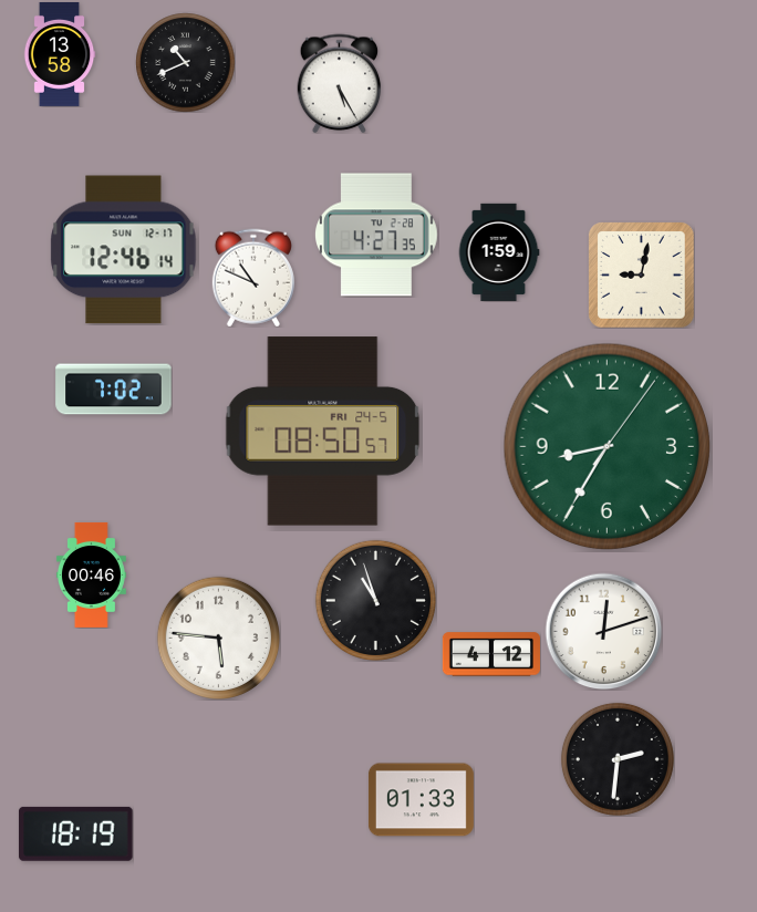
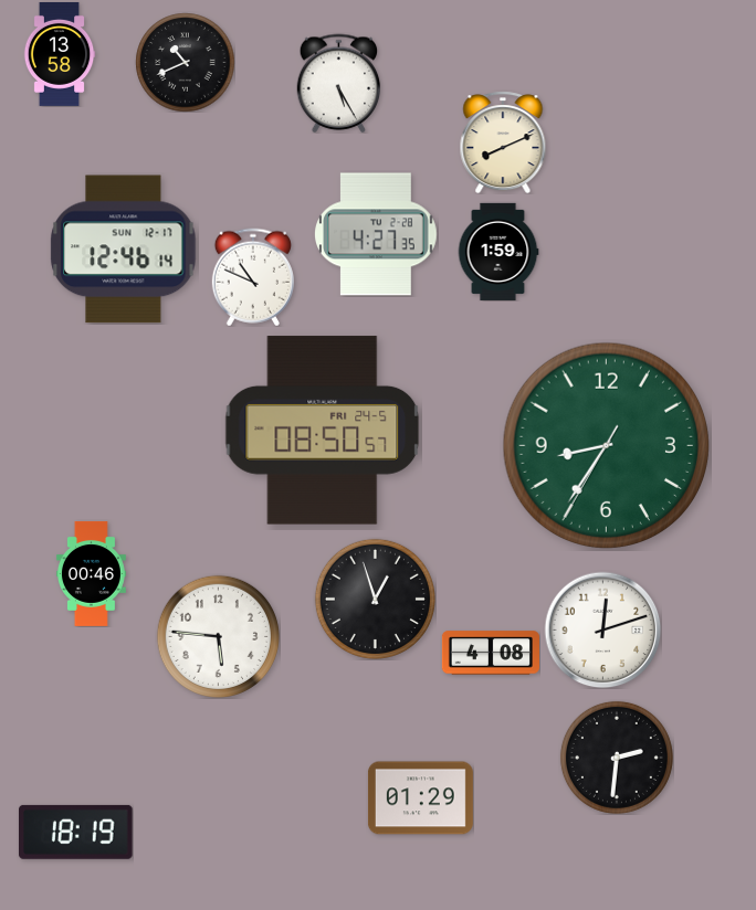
clock at (503, 142): none -> 8:11
clock at (641, 274): 9:02 -> none
clock at (114, 390): 7:02 -> none
clock at (608, 447): 8:35:06 -> 8:35:35
clock at (375, 600): 10:57 -> 12:57
clock at (491, 654): 4:12 -> 4:08
clock at (421, 800): 01:33 -> 01:29
